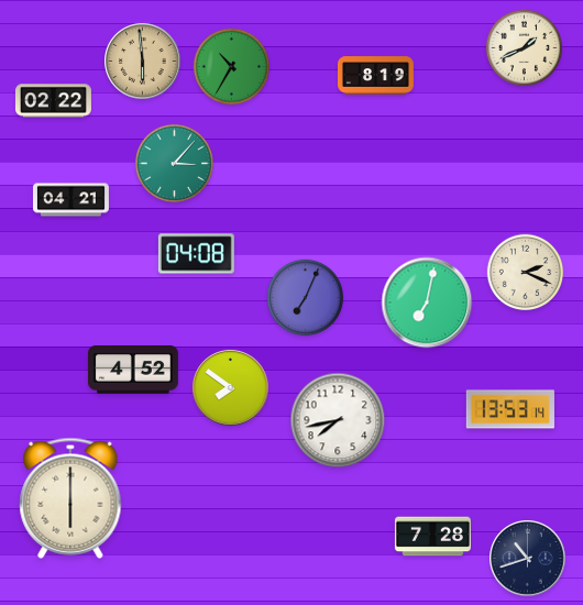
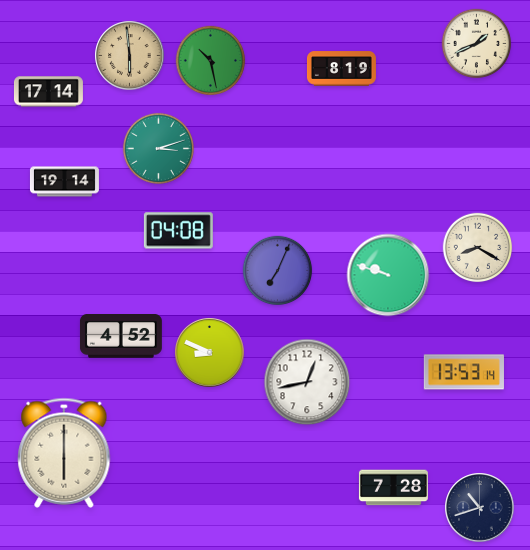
clock at (232, 67): 10:35 -> 10:28
clock at (53, 101): 02:22 -> 17:14
clock at (174, 163): 3:07 -> 3:12
clock at (70, 200): 04:21 -> 19:14
clock at (526, 273): 2:19 -> 8:20
clock at (427, 302): 7:02 -> 9:48
clock at (231, 388): 7:51 -> 8:49
clock at (338, 420): 7:43 -> 12:43
